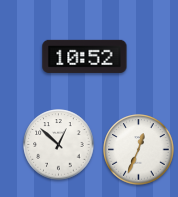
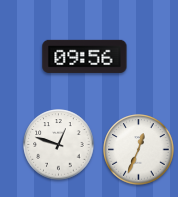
clock at (85, 56): 10:52 -> 09:56
clock at (59, 145): 12:52 -> 12:48
